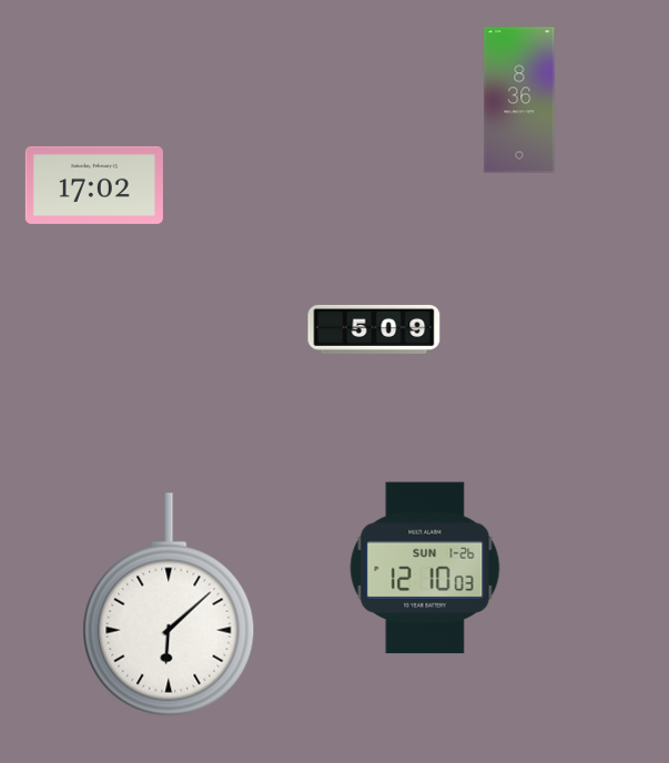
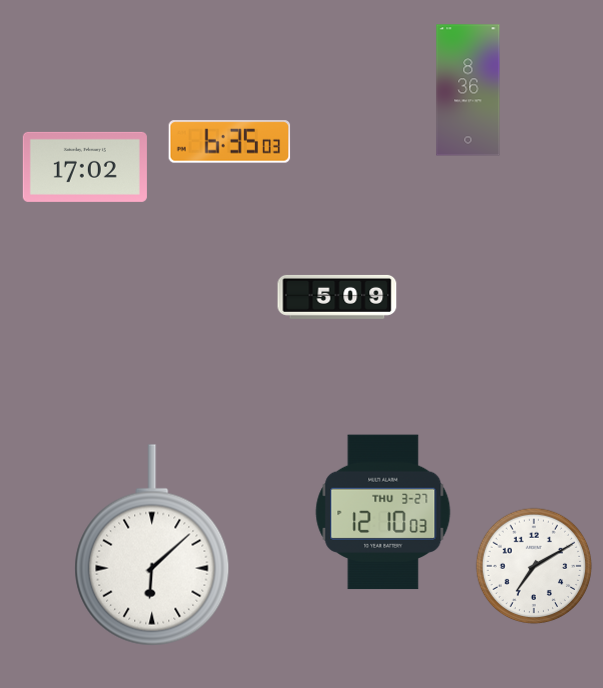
clock at (230, 142): none -> 6:35
clock at (425, 568) date: SUN 1-26 -> THU 3-27
clock at (534, 566): none -> 7:10
